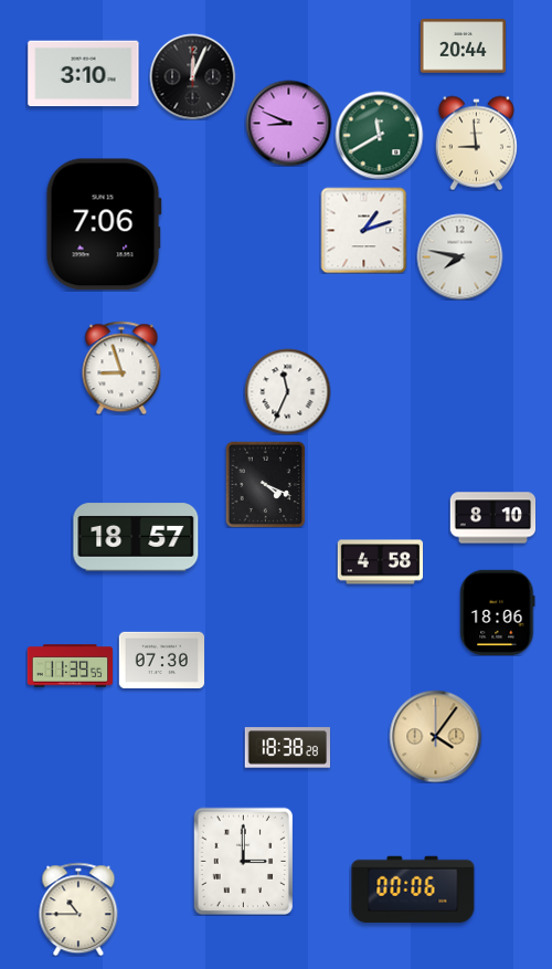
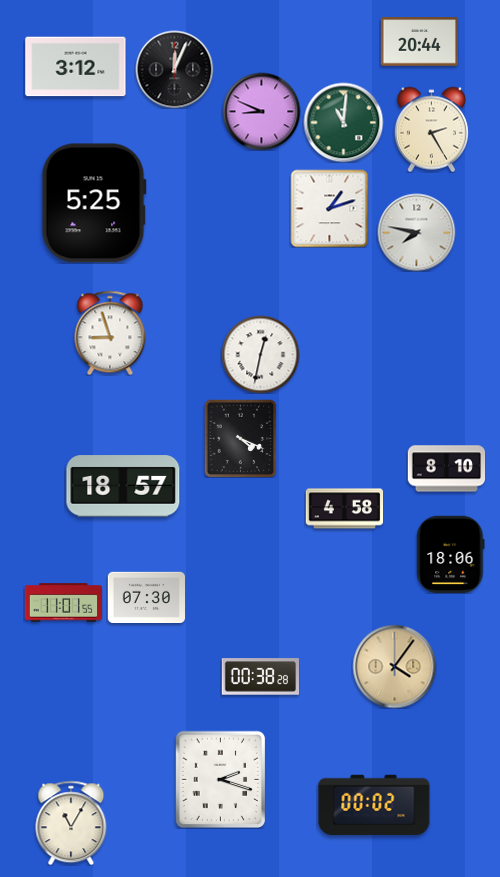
clock at (84, 74): 3:10 -> 3:12
clock at (379, 135): 11:40 -> 11:01
clock at (476, 143): 8:59 -> 2:25
clock at (104, 224): 7:06 -> 5:25
clock at (287, 391): 11:34 -> 12:32
clock at (70, 666): 11:39 -> 11:01
clock at (287, 748): 18:38 -> 00:38
clock at (244, 861): 3:00 -> 2:18
clock at (413, 889): 00:06 -> 00:02
clock at (78, 909): 10:45 -> 11:05
